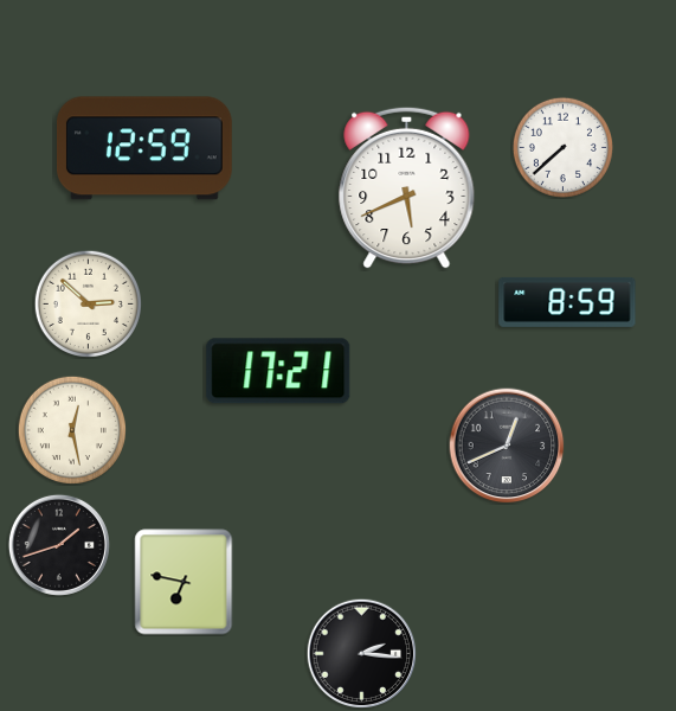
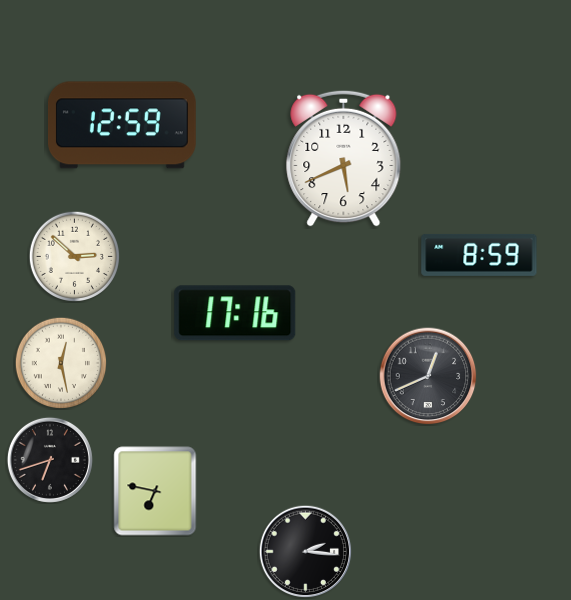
clock at (562, 147): 7:38 -> none
clock at (278, 371): 17:21 -> 17:16
clock at (59, 545): 1:42 -> 6:42
